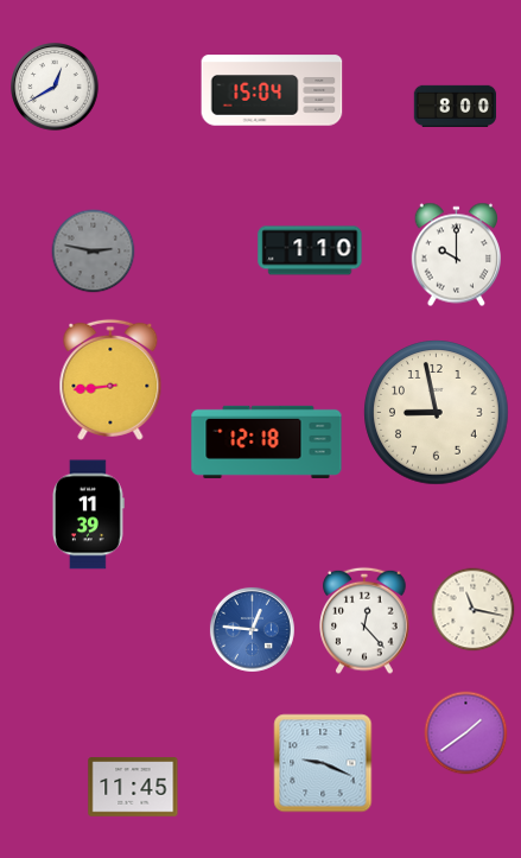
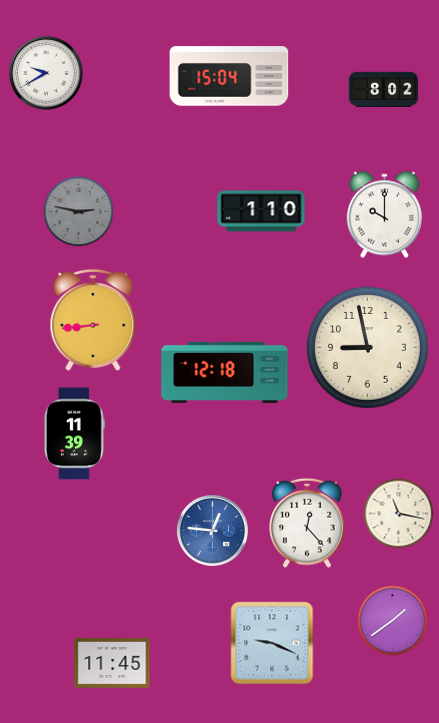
clock at (55, 87): 12:40 -> 9:40
clock at (456, 106): 8:00 -> 8:02
clock at (466, 733) position: (466, 733) -> (393, 621)
